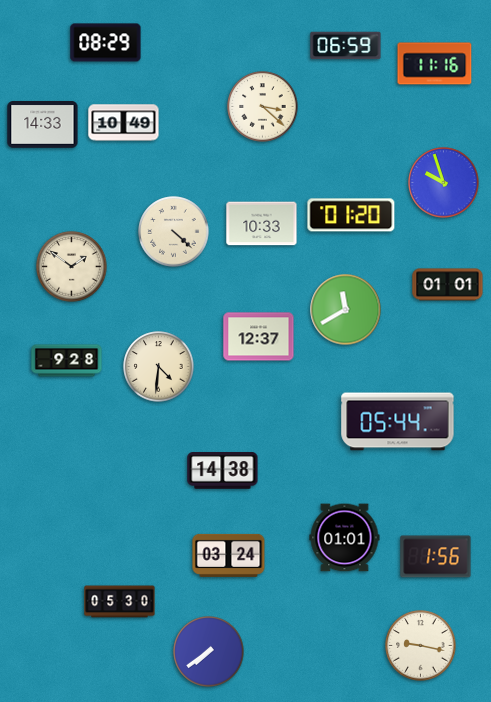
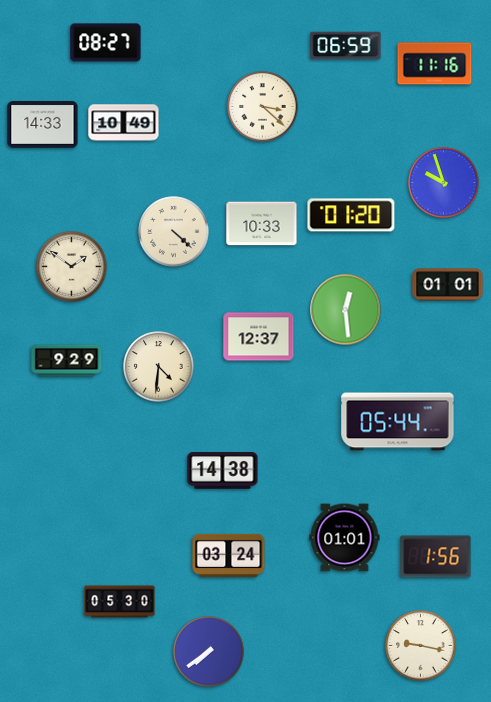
clock at (106, 43): 08:29 -> 08:27
clock at (346, 310): 11:40 -> 12:29
clock at (67, 361): 9:28 -> 9:29
